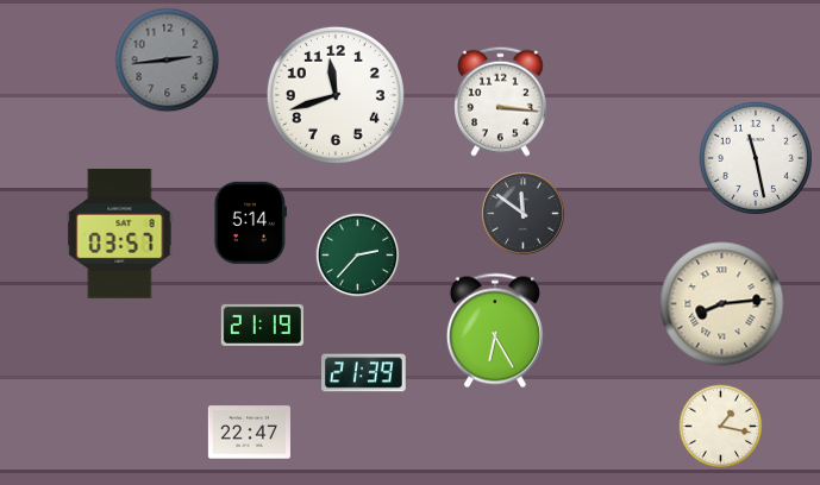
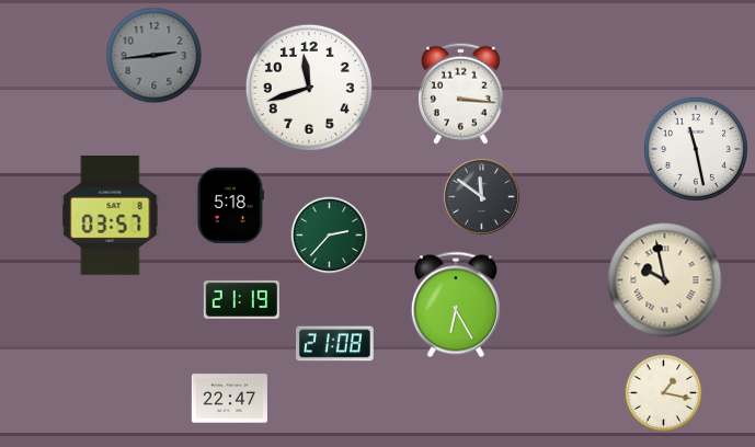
clock at (756, 158) position: (756, 158) -> (696, 149)
clock at (250, 222): 5:14 -> 5:18
clock at (722, 304): 8:14 -> 9:58
clock at (364, 373): 21:39 -> 21:08
